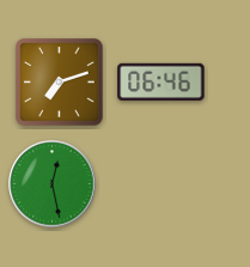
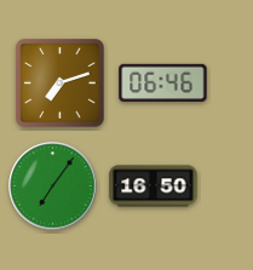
clock at (53, 184): 12:28 -> 7:06
clock at (154, 186): none -> 16:50
